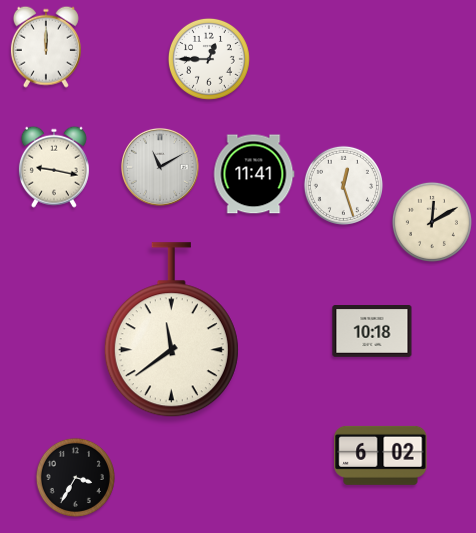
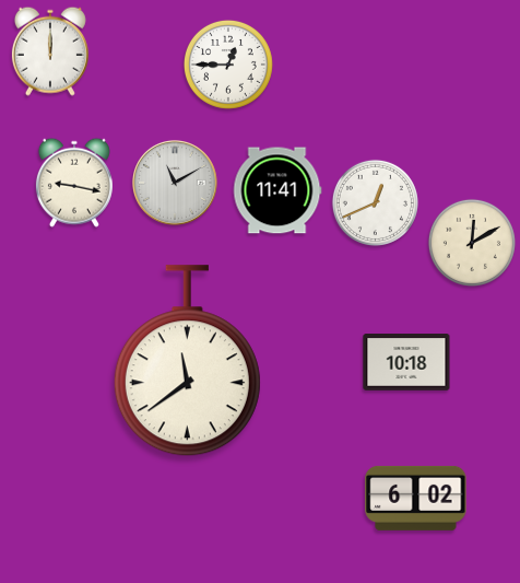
clock at (54, 167) position: (54, 167) -> (74, 183)
clock at (343, 185): 12:27 -> 12:41
clock at (75, 477): 3:35 -> none
